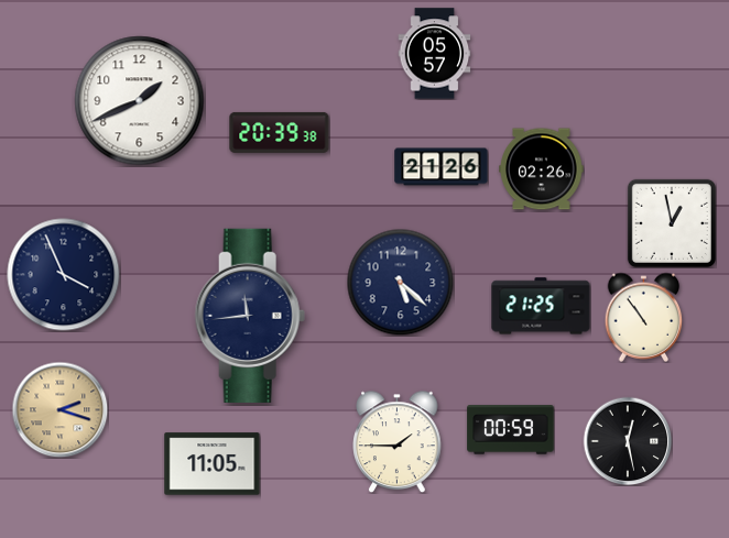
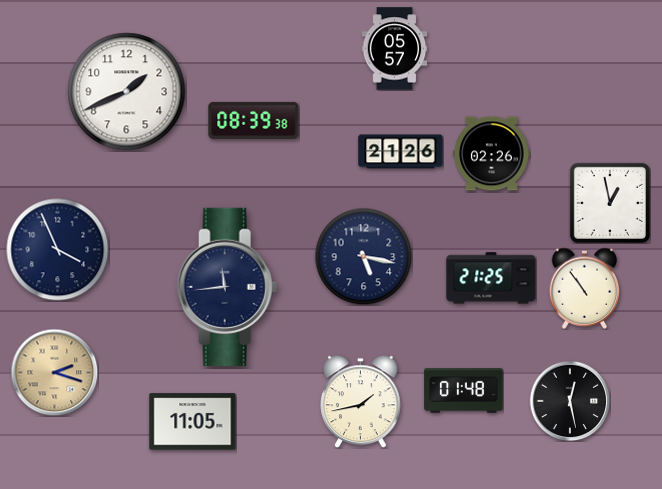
clock at (280, 132): 20:39 -> 08:39
clock at (400, 282): 5:22 -> 5:17
clock at (511, 430): 00:59 -> 01:48
clock at (398, 441): 1:45 -> 1:43
